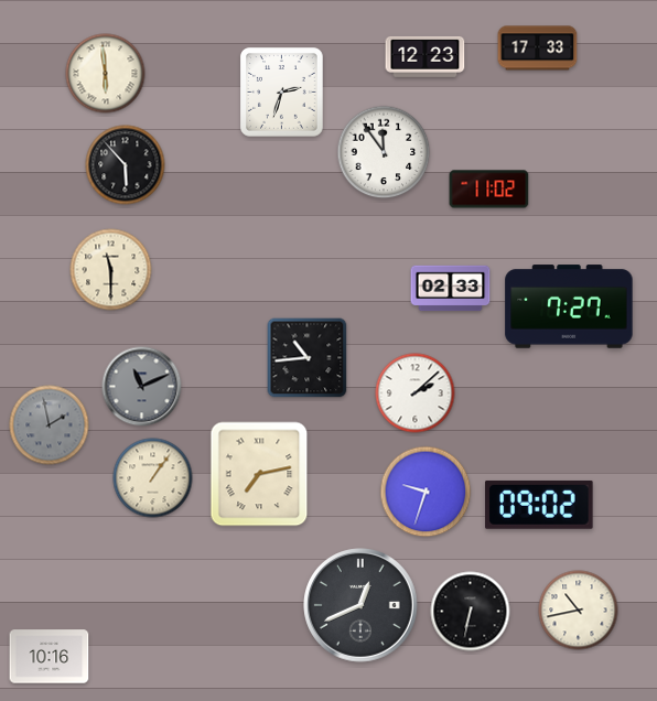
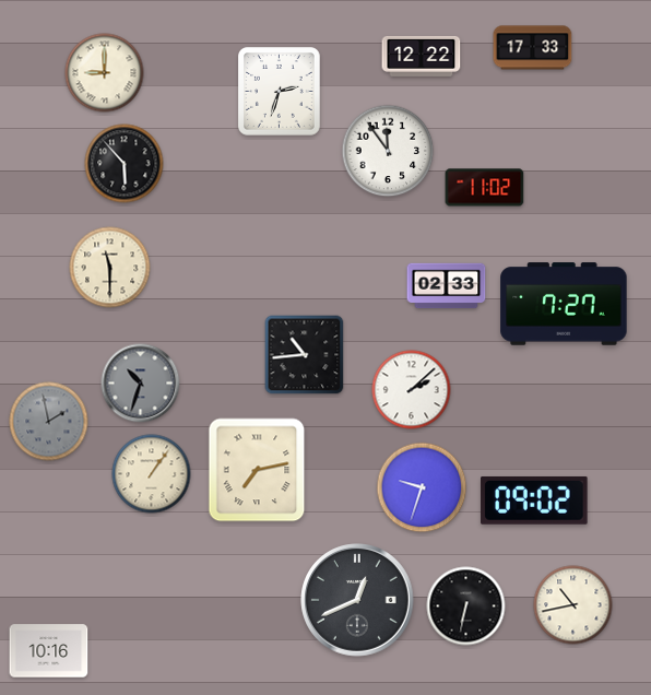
clock at (426, 56): 12:23 -> 12:22
clock at (106, 74): 5:59 -> 9:00
clock at (384, 152) position: (384, 152) -> (388, 151)
clock at (142, 387): 11:11 -> 10:33
